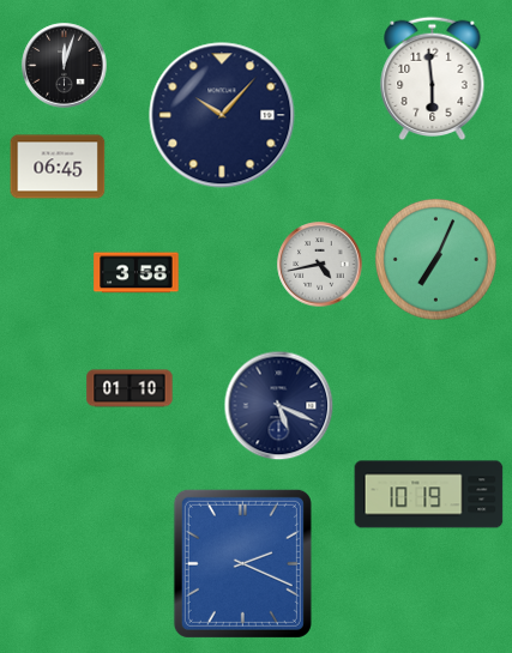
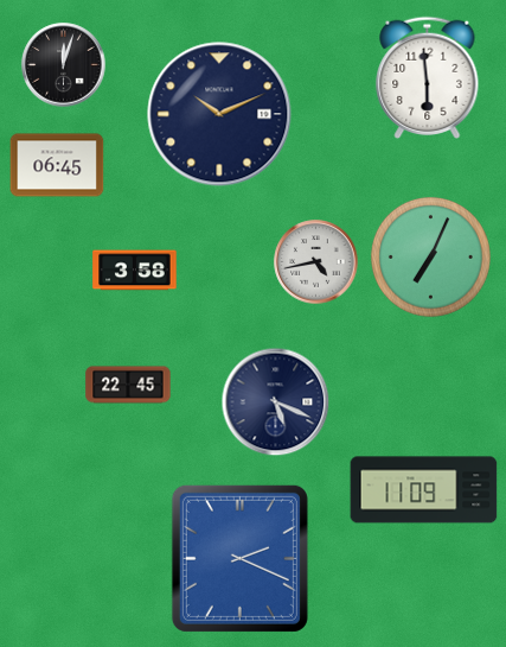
clock at (222, 115): 10:07 -> 10:11
clock at (129, 388): 01:10 -> 22:45
clock at (429, 495): 10:19 -> 11:09
